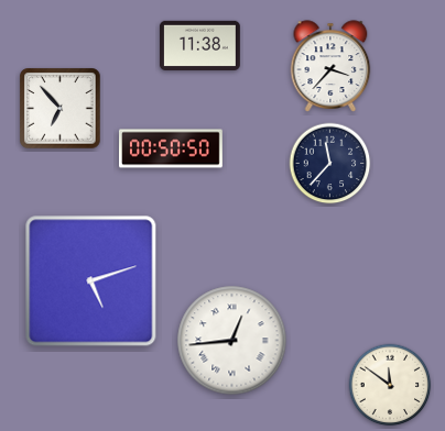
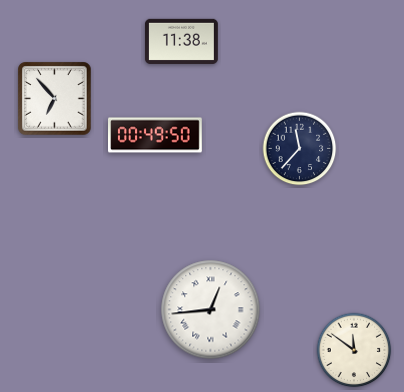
clock at (330, 66): 3:37 -> none
clock at (172, 148): 00:50 -> 00:49
clock at (91, 281): 5:12 -> none
